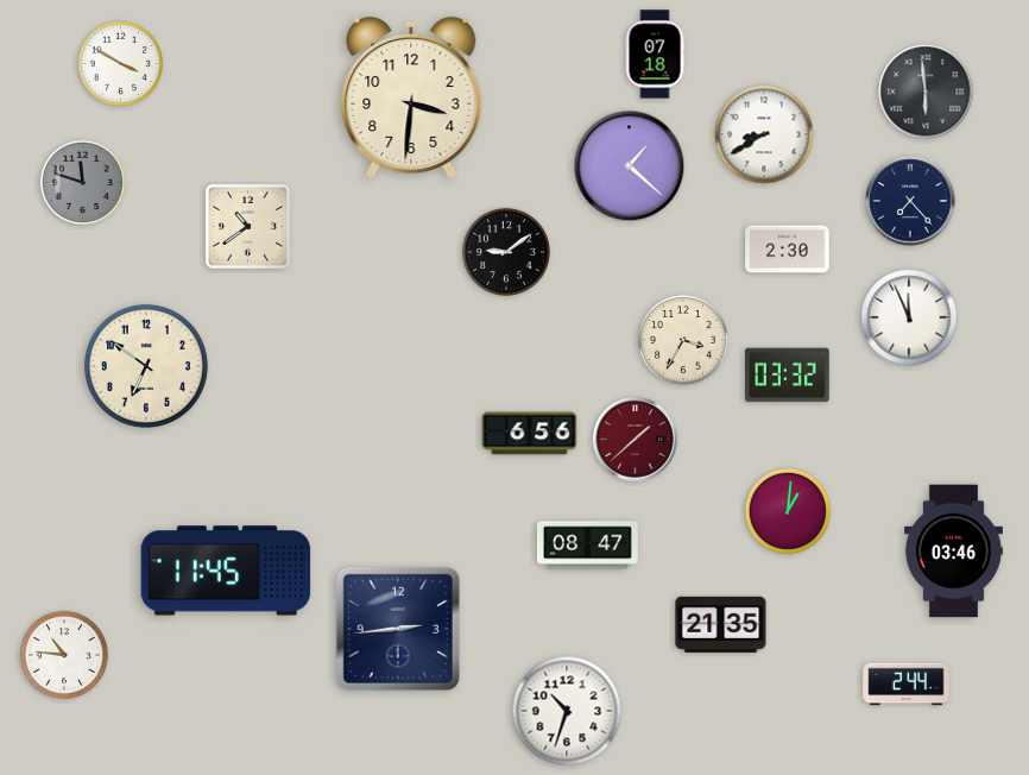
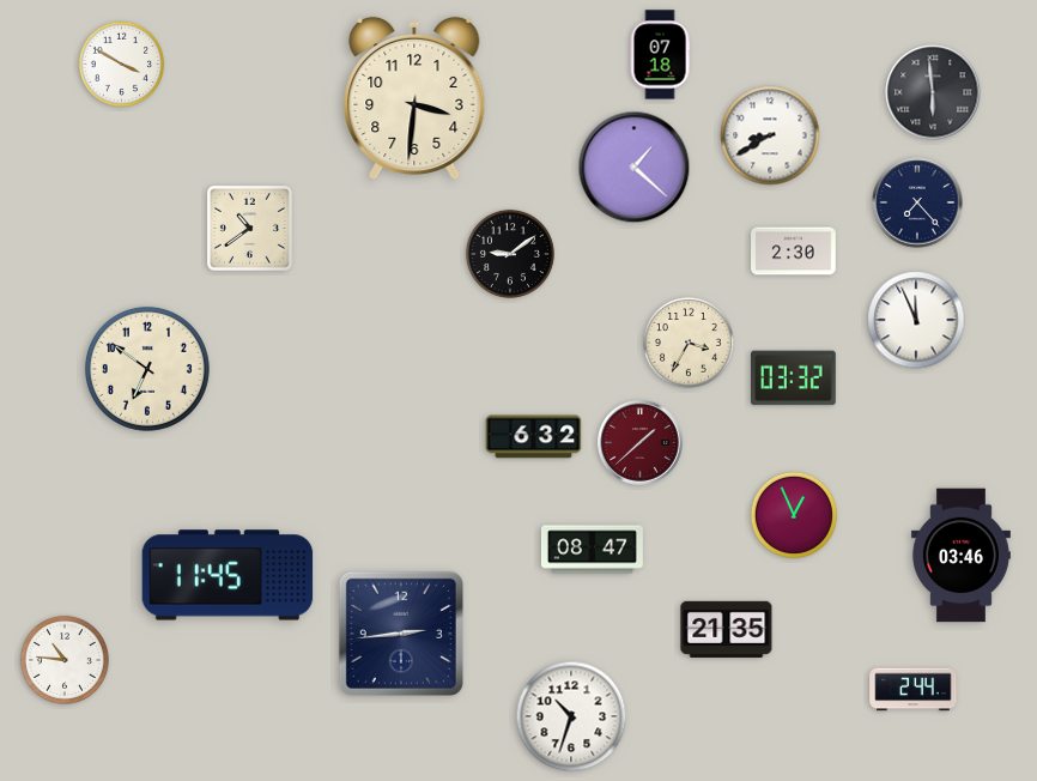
clock at (82, 182): 11:48 -> none
clock at (530, 434): 6:56 -> 6:32
clock at (788, 511): 1:01 -> 12:56
